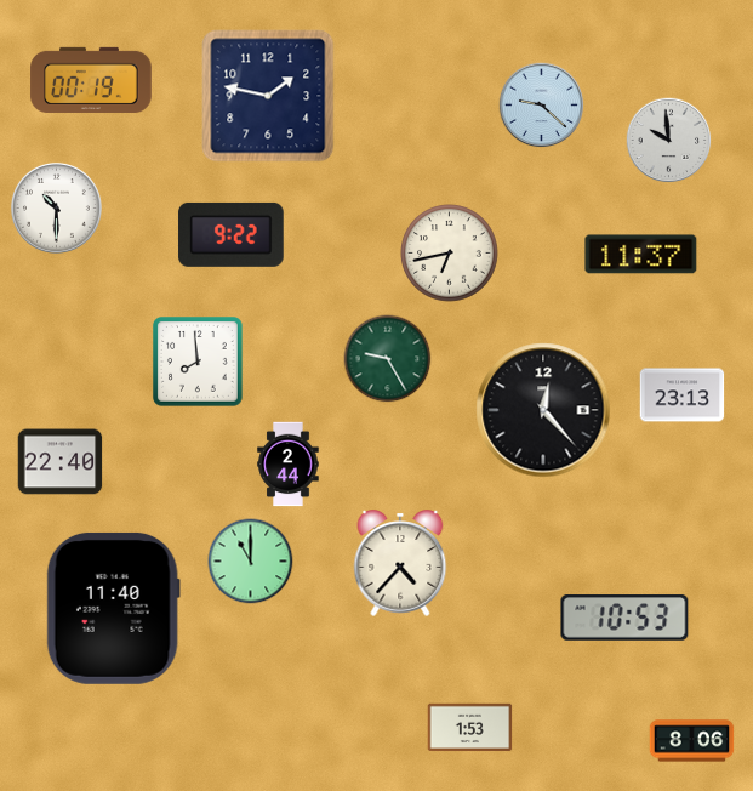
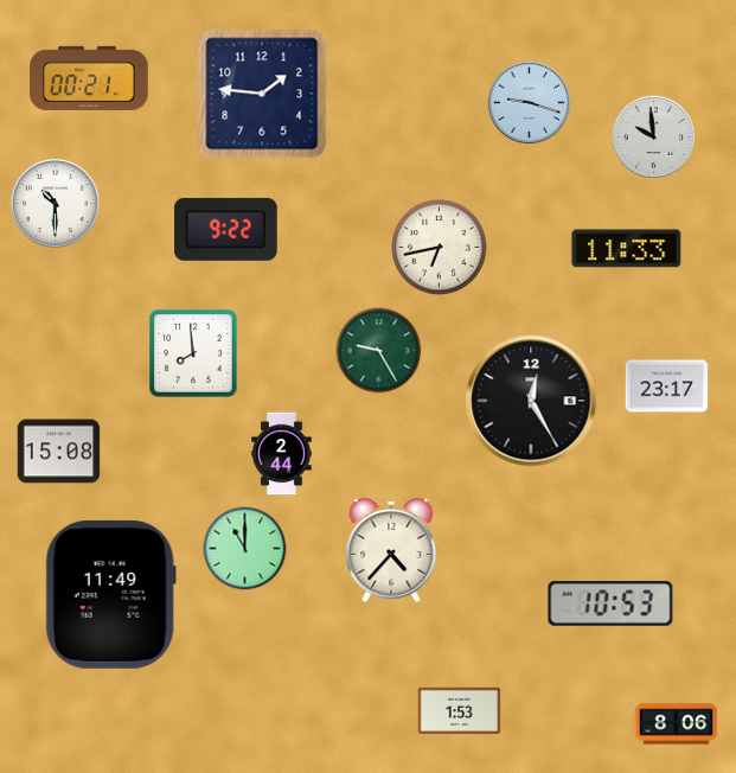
clock at (91, 80): 00:19 -> 00:21
clock at (268, 96): 1:47 -> 1:46
clock at (542, 106): 9:22 -> 9:18
clock at (641, 255): 11:37 -> 11:33
clock at (683, 395): 23:13 -> 23:17
clock at (543, 410): 12:23 -> 12:25
clock at (61, 462): 22:40 -> 15:08
clock at (113, 608): 11:40 -> 11:49
